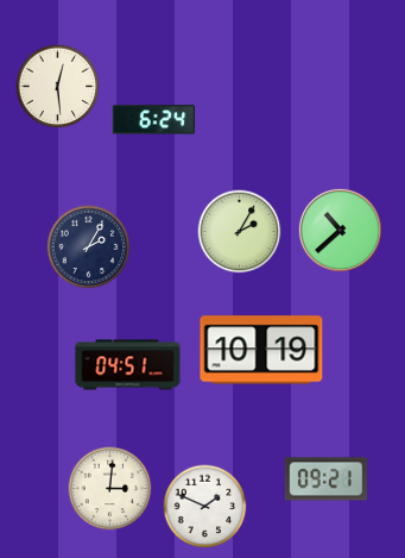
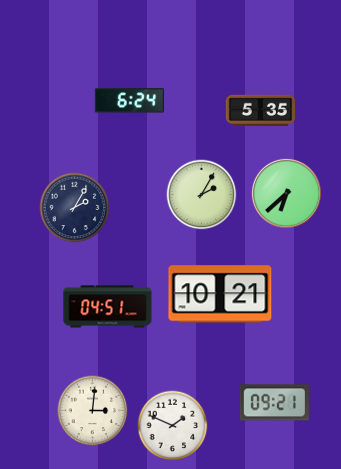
clock at (58, 87): 12:29 -> none
clock at (260, 110): none -> 5:35
clock at (340, 230): 10:38 -> 6:38
clock at (261, 350): 10:19 -> 10:21
